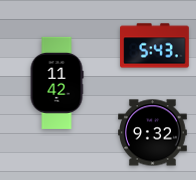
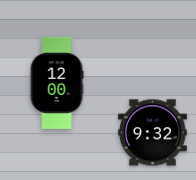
clock at (155, 46): 5:43 -> none
clock at (57, 83): 11:42 -> 12:00
